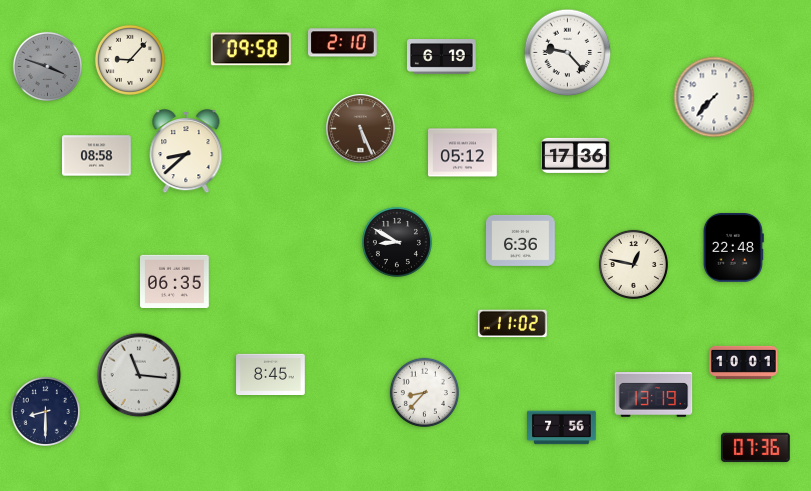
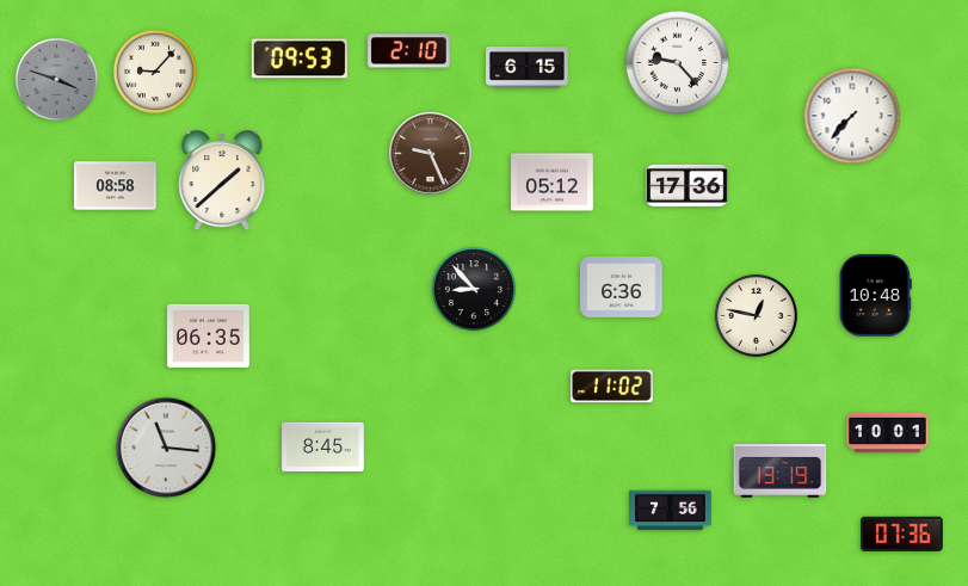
clock at (251, 49): 09:58 -> 09:53
clock at (442, 57): 6:19 -> 6:15
clock at (361, 129): 5:26 -> 9:26
clock at (186, 152): 8:38 -> 1:38
clock at (397, 242): 8:50 -> 8:53
clock at (733, 248): 22:48 -> 10:48
clock at (424, 392): 8:37 -> none
clock at (45, 411): 8:30 -> none
